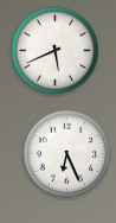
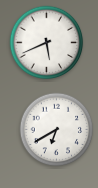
clock at (67, 154): 6:26 -> 6:40
